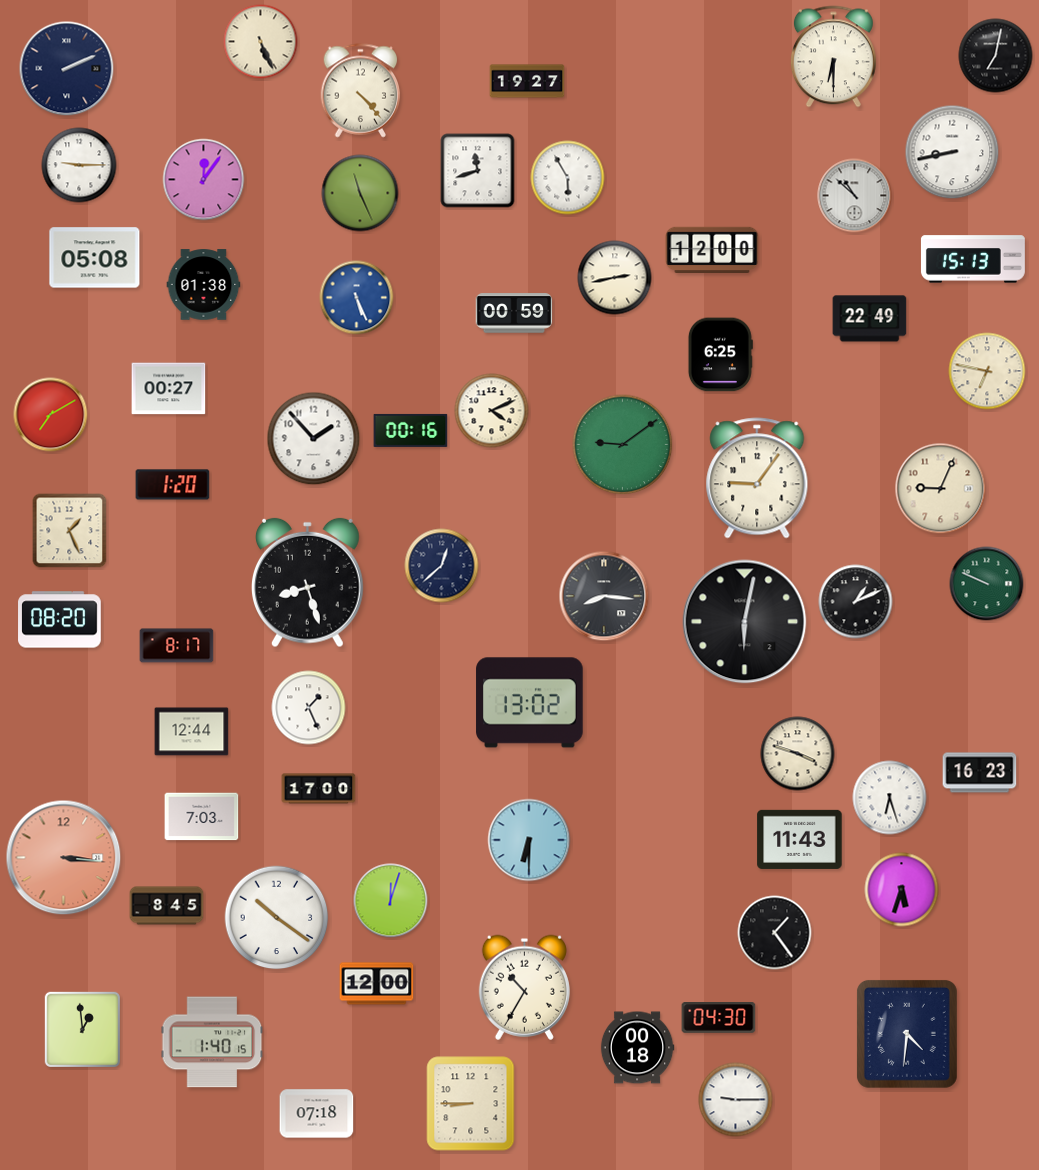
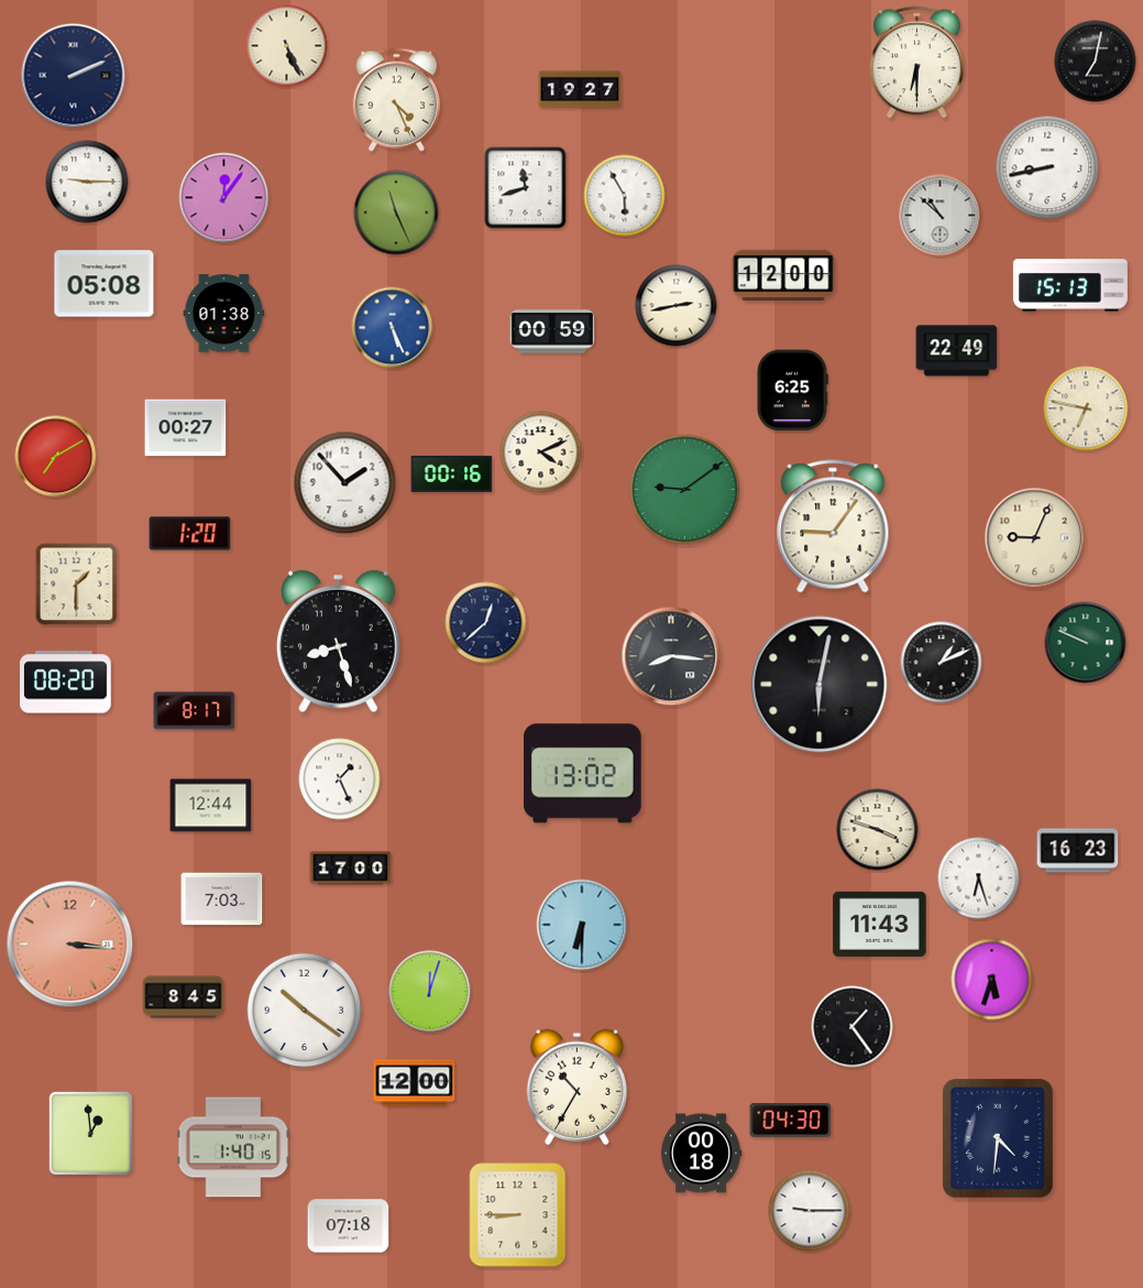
clock at (361, 91): 4:23 -> 4:26
clock at (514, 313) position: (514, 313) -> (552, 331)
clock at (70, 531): 1:26 -> 1:30
clock at (604, 596) position: (604, 596) -> (671, 656)
